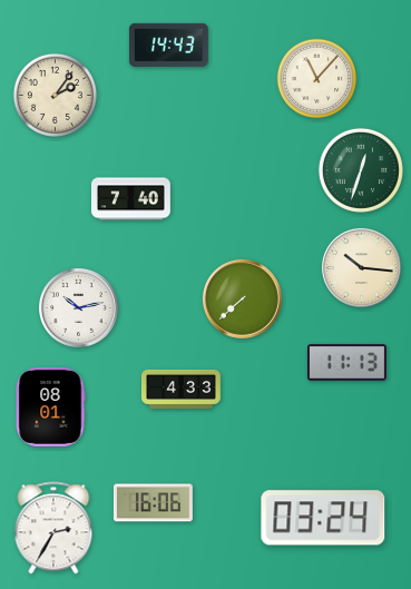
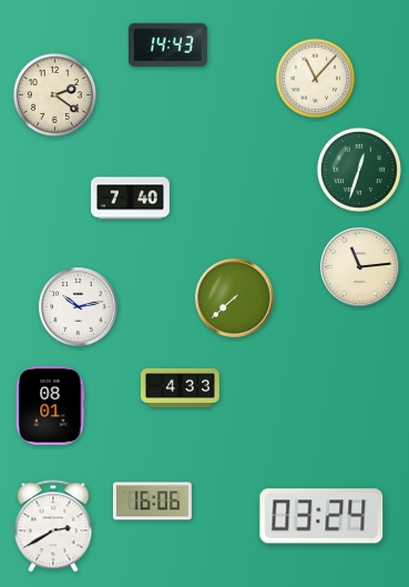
clock at (55, 95): 2:06 -> 2:21
clock at (361, 267): 10:16 -> 11:14
clock at (242, 298) position: (242, 298) -> (234, 297)
clock at (346, 363): 11:13 -> none
clock at (53, 528): 2:35 -> 2:40
